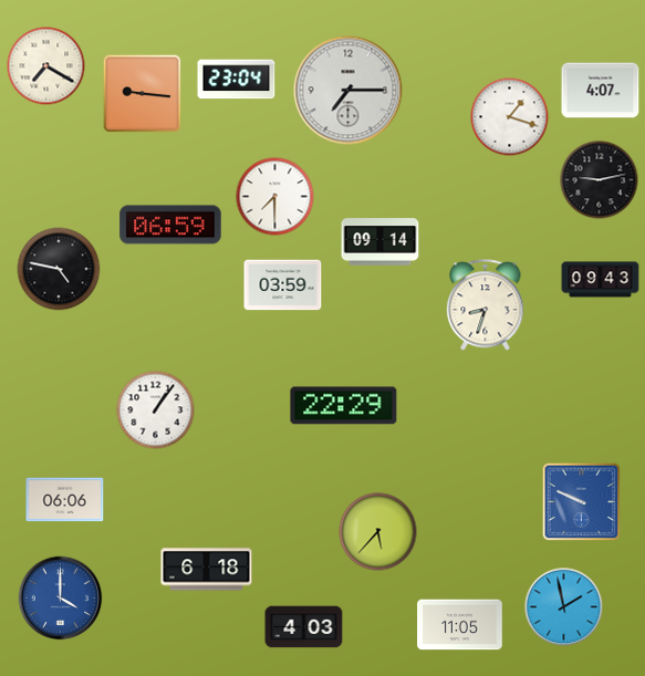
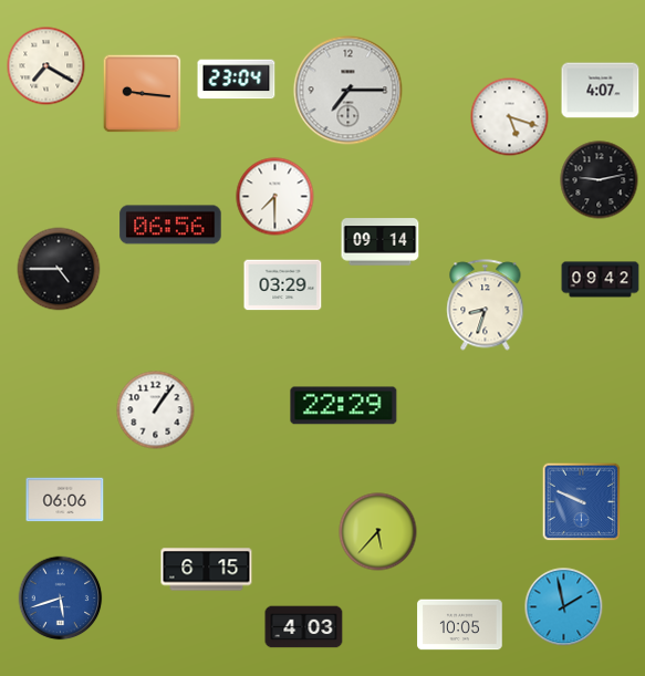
clock at (510, 117): 1:18 -> 5:18
clock at (170, 225): 06:59 -> 06:56
clock at (59, 269): 4:47 -> 4:45
clock at (601, 280): 09:43 -> 09:42
clock at (283, 285): 03:59 -> 03:29
clock at (207, 570): 6:18 -> 6:15
clock at (61, 599): 4:00 -> 5:42
clock at (460, 625): 11:05 -> 10:05
